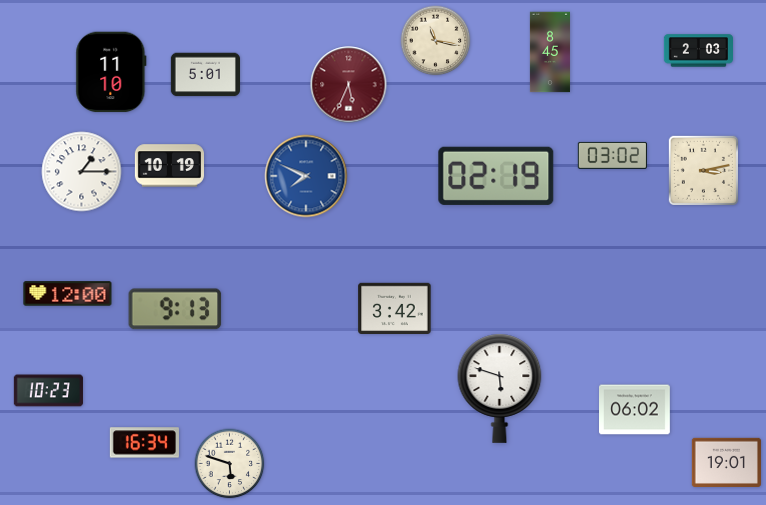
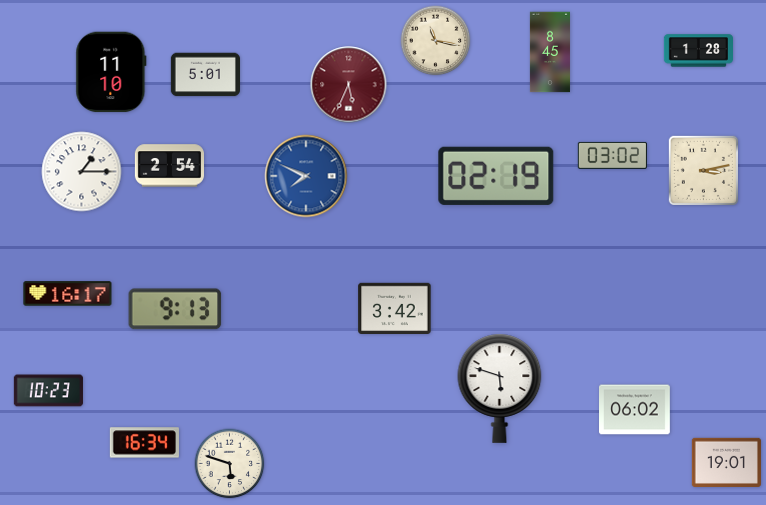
clock at (698, 51): 2:03 -> 1:28
clock at (169, 166): 10:19 -> 2:54
clock at (68, 294): 12:00 -> 16:17
